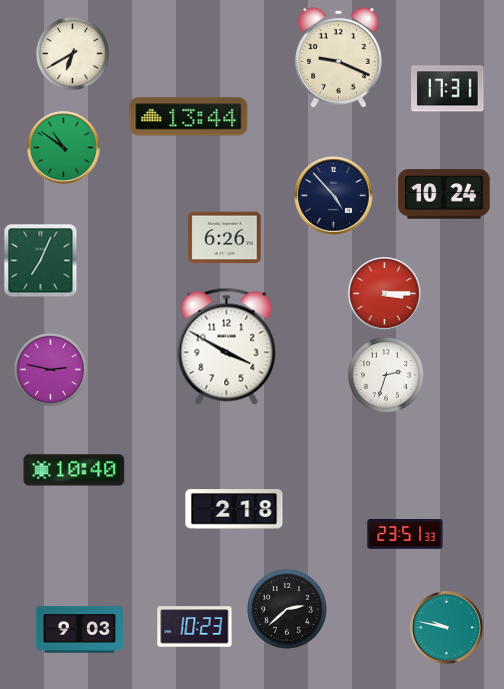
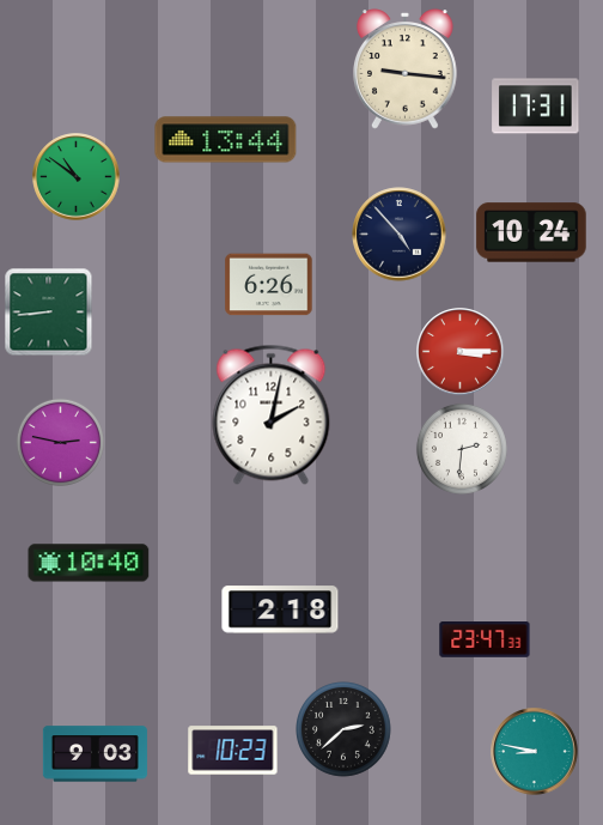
clock at (72, 53): 6:40 -> none
clock at (339, 58): 9:19 -> 9:16
clock at (41, 261): 7:04 -> 8:44
clock at (227, 346): 3:50 -> 2:02
clock at (386, 375): 2:33 -> 2:31
clock at (405, 535): 23:51 -> 23:47
clock at (447, 628): 9:47 -> 8:47
